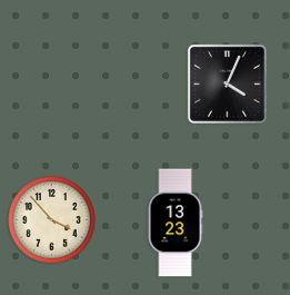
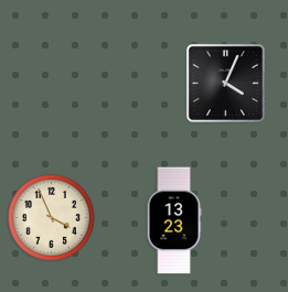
clock at (52, 220): 3:53 -> 3:56
